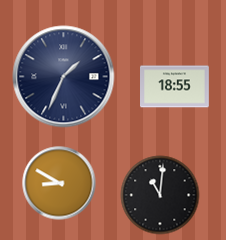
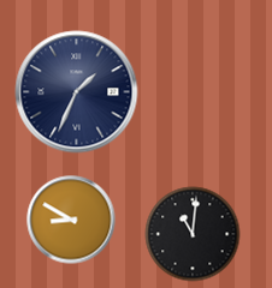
clock at (175, 87): 18:55 -> none
